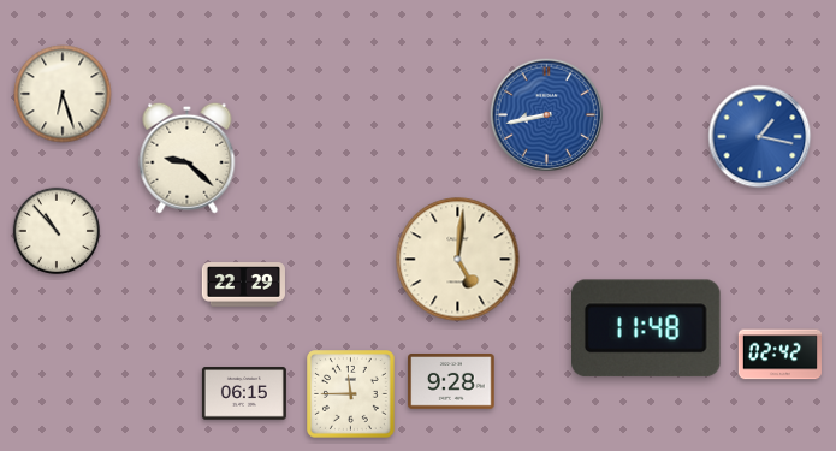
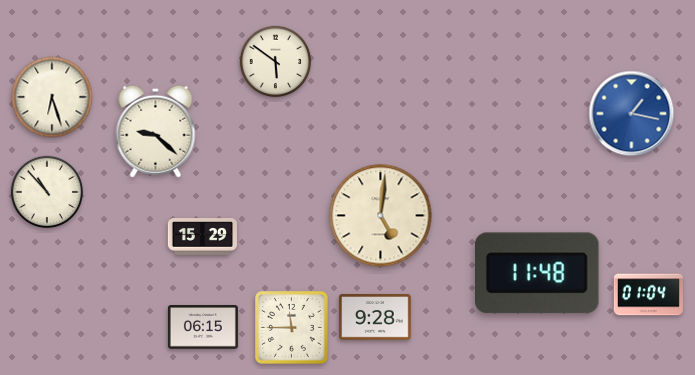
clock at (276, 62): none -> 5:51
clock at (63, 94) position: (63, 94) -> (52, 97)
clock at (546, 114): 8:43 -> none
clock at (243, 285): 22:29 -> 15:29
clock at (779, 355): 02:42 -> 01:04
